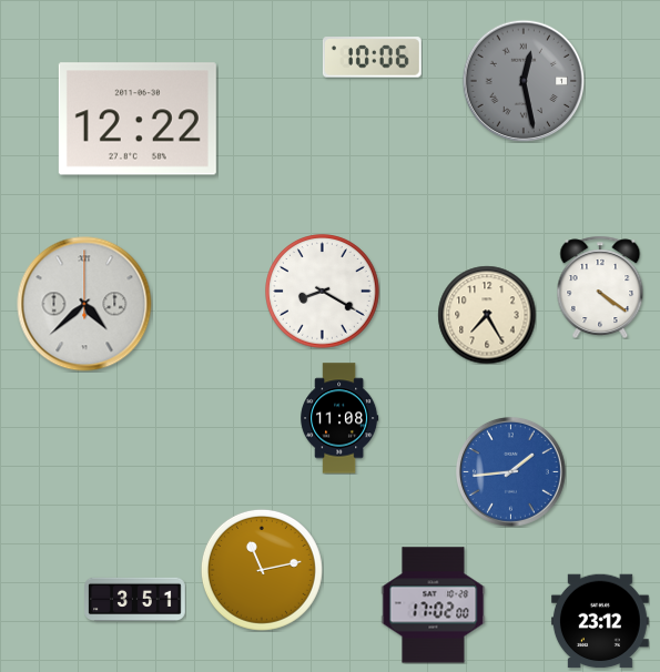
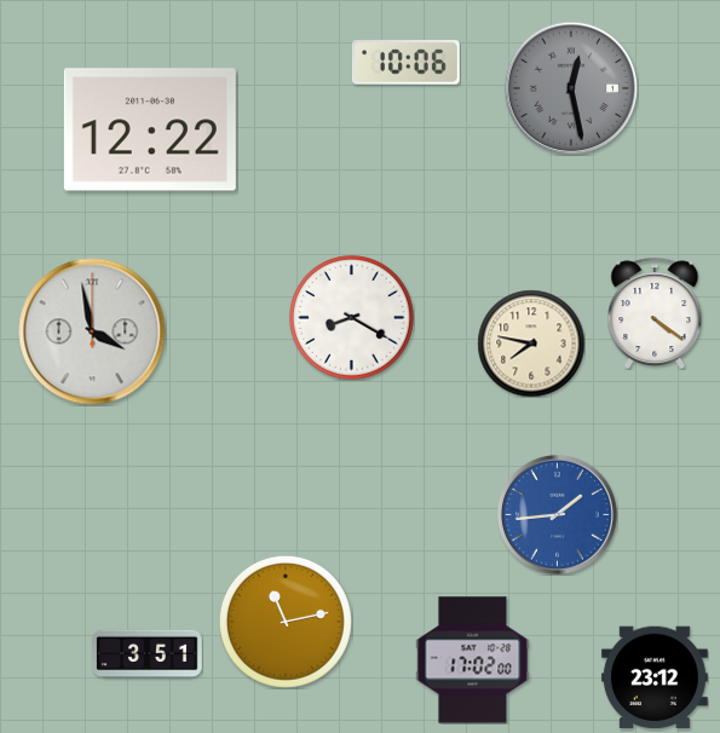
clock at (84, 304): 4:38 -> 3:58
clock at (487, 315): 7:25 -> 7:47
clock at (339, 418): 11:08 -> none
